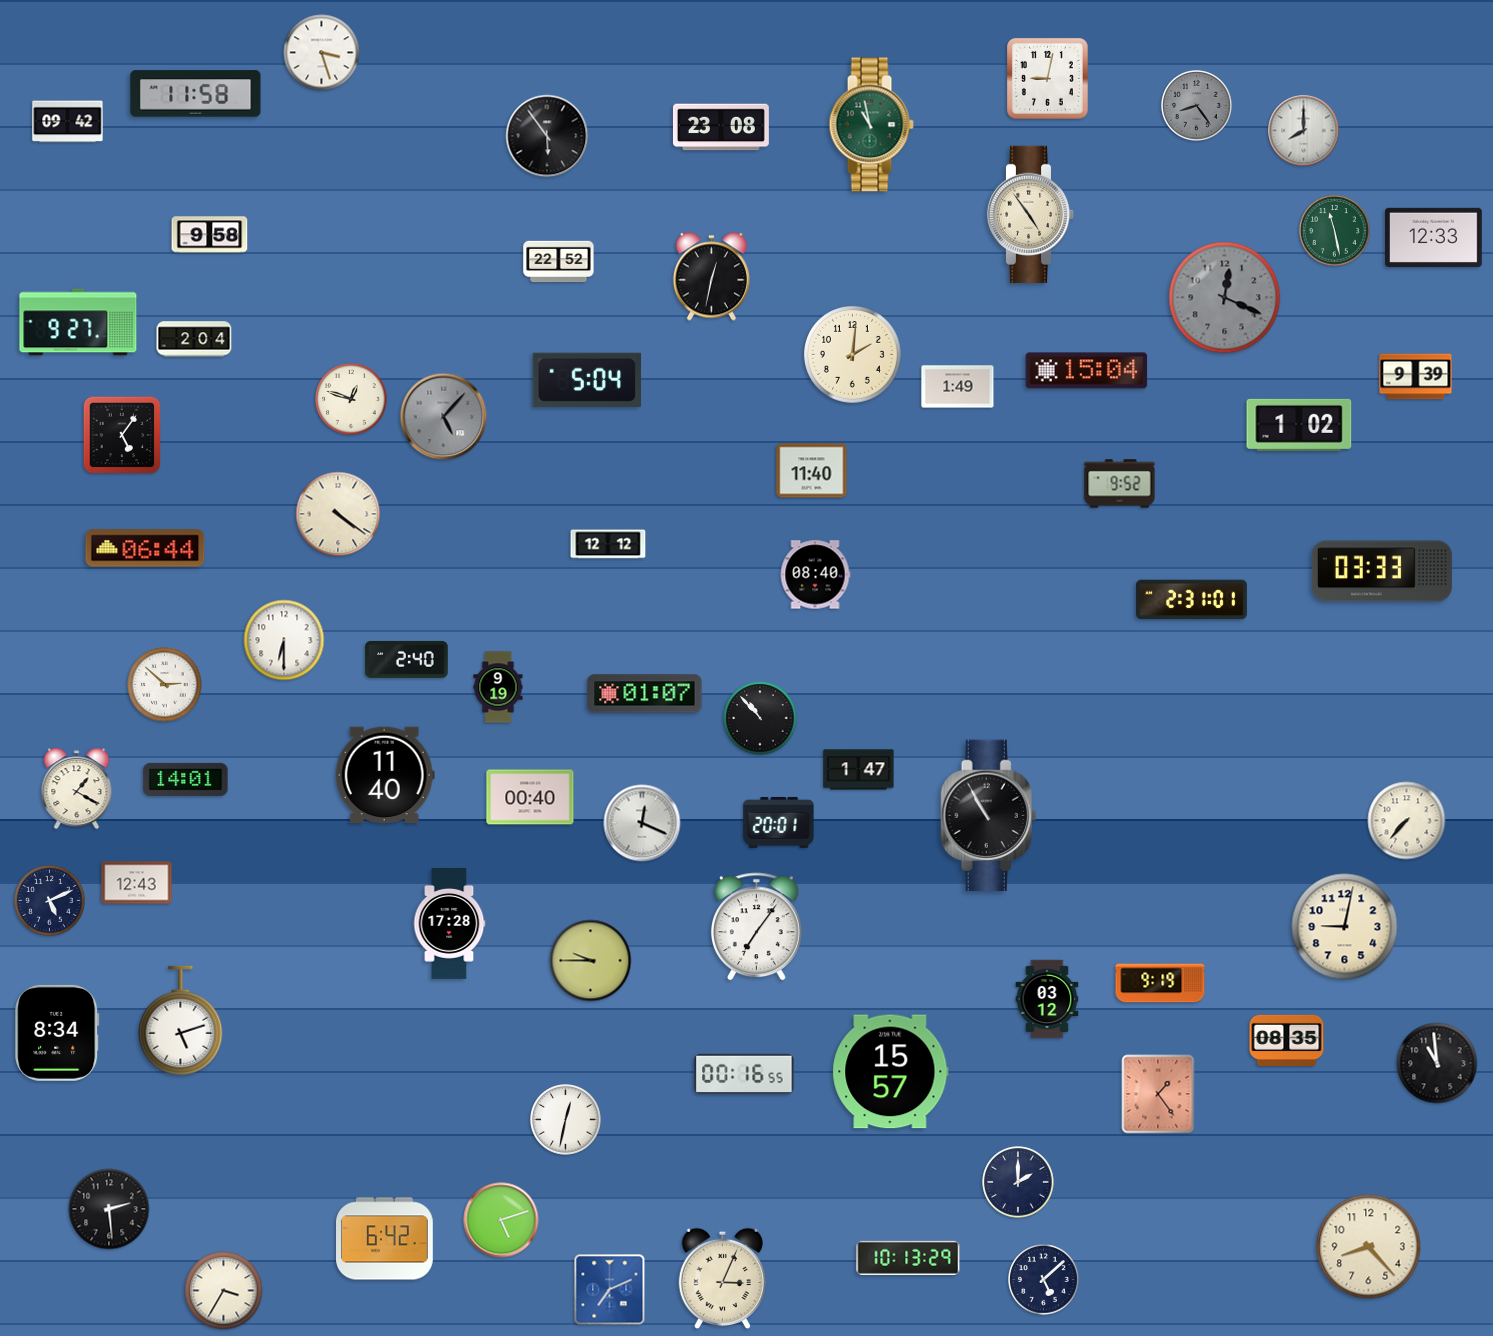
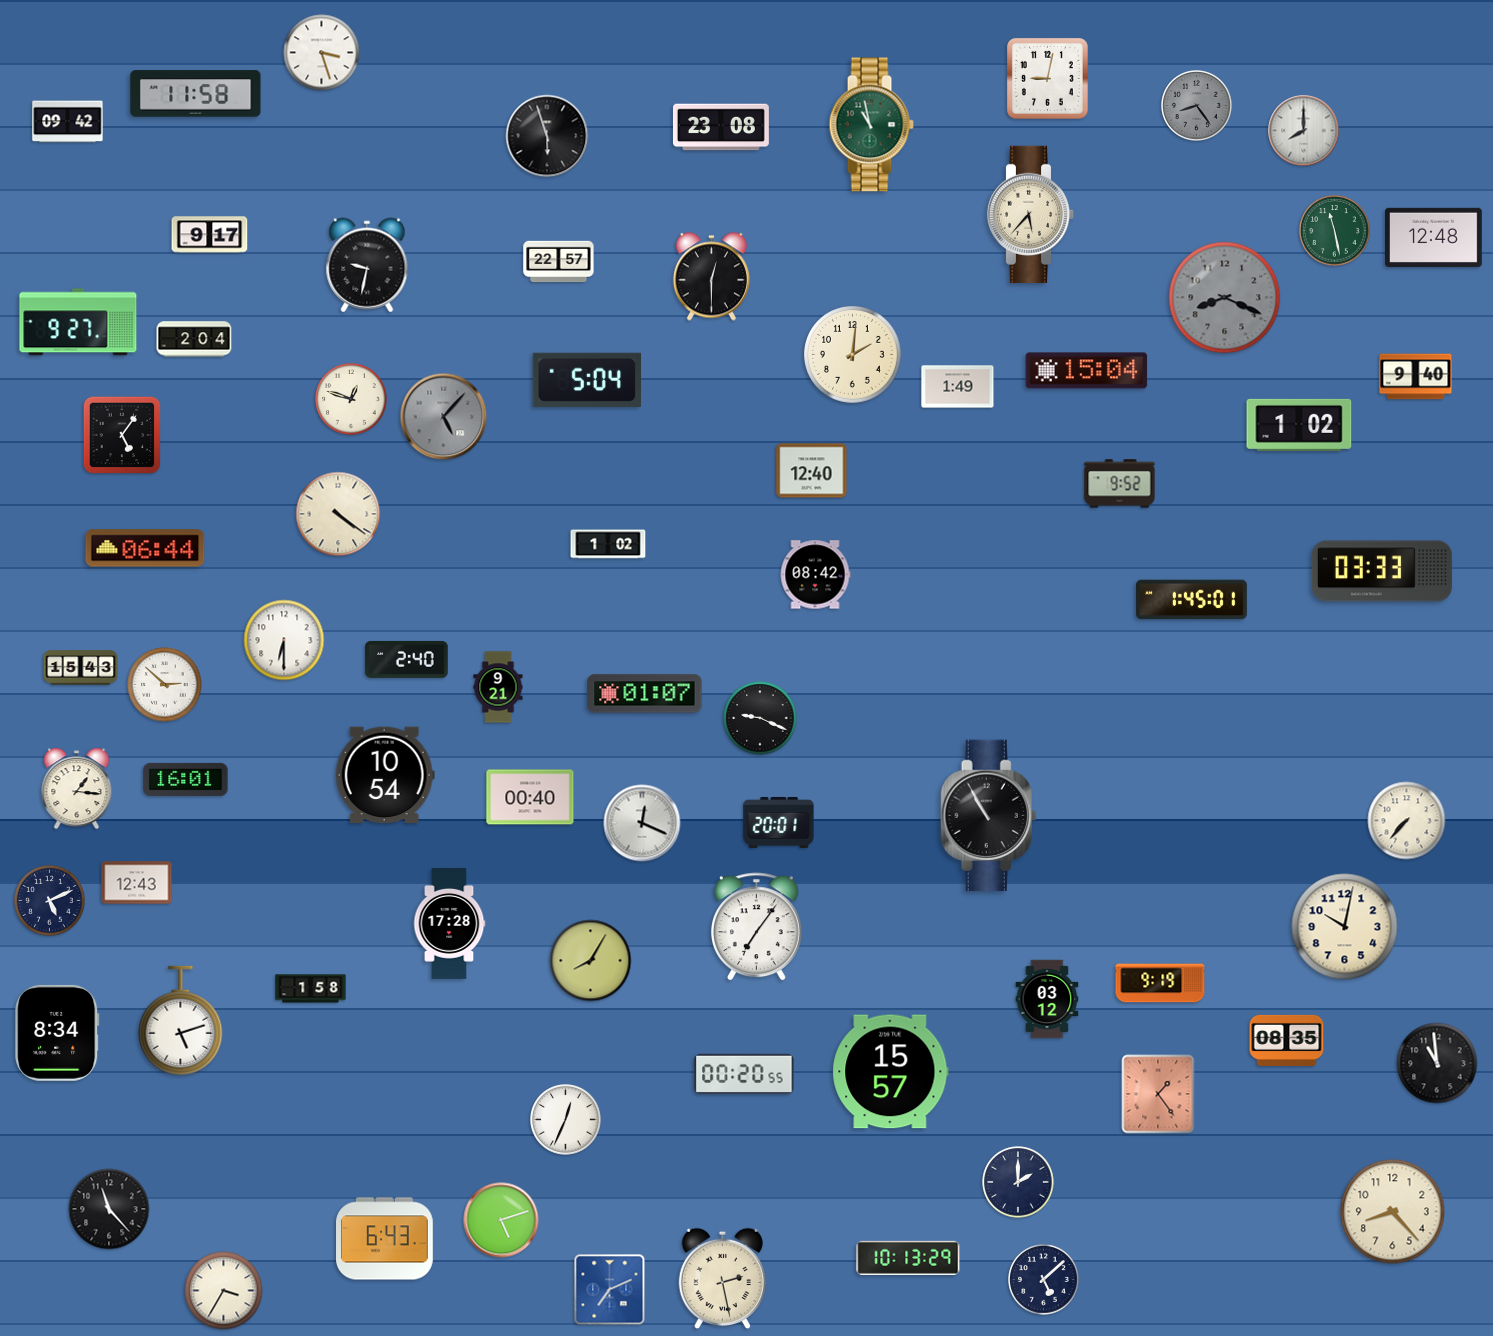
clock at (547, 136): 5:54 -> 5:57
clock at (1031, 214): 4:54 -> 5:37
clock at (210, 235): 9:58 -> 9:17
clock at (1434, 237): 12:33 -> 12:48
clock at (559, 262): 22:52 -> 22:57
clock at (367, 265): none -> 9:32
clock at (711, 277): 12:32 -> 12:30
clock at (1225, 298): 12:19 -> 8:19
clock at (1416, 377): 9:39 -> 9:40
clock at (812, 471): 11:40 -> 12:40
clock at (608, 544): 12:12 -> 1:02
clock at (815, 575): 08:40 -> 08:42
clock at (1191, 600): 2:31 -> 1:45
clock at (81, 668): none -> 15:43
clock at (498, 687): 9:19 -> 9:21
clock at (760, 718): 10:53 -> 9:19
clock at (859, 770): 1:47 -> none
clock at (385, 775): 11:40 -> 10:54
clock at (186, 779): 14:01 -> 16:01
clock at (77, 789): 1:20 -> 1:16
clock at (1345, 927): 9:02 -> 10:02
clock at (591, 961): 9:45 -> 8:05
clock at (311, 989): none -> 1:58
clock at (744, 1074): 00:16 -> 00:20
clock at (566, 1120): 12:32 -> 12:34
clock at (109, 1209): 2:29 -> 11:23
clock at (385, 1239): 6:42 -> 6:43
clock at (1369, 1247) position: (1369, 1247) -> (1393, 1212)
clock at (722, 1279): 3:04 -> 2:28
